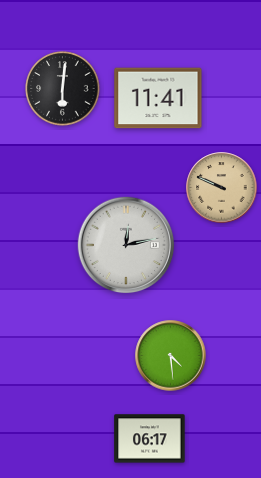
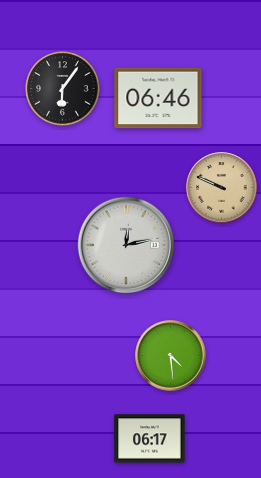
clock at (63, 89): 6:01 -> 6:06
clock at (158, 98): 11:41 -> 06:46
